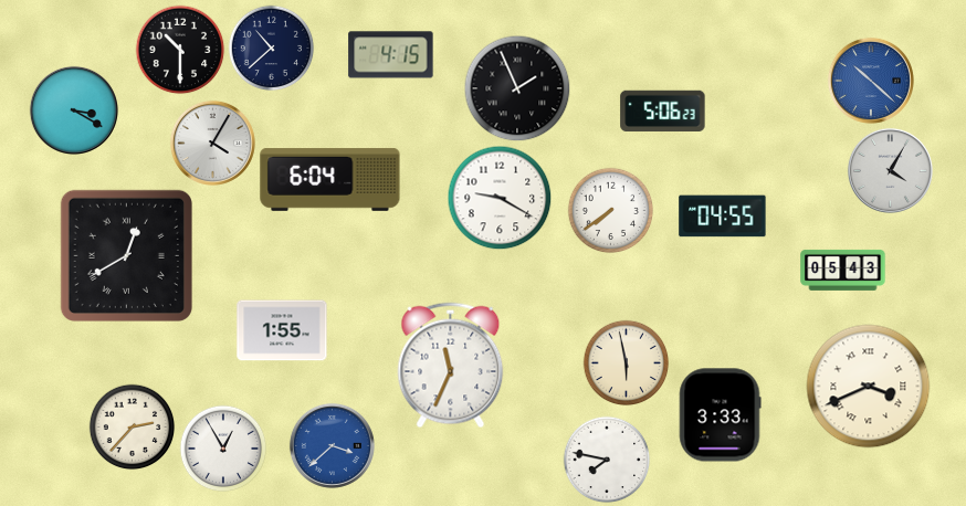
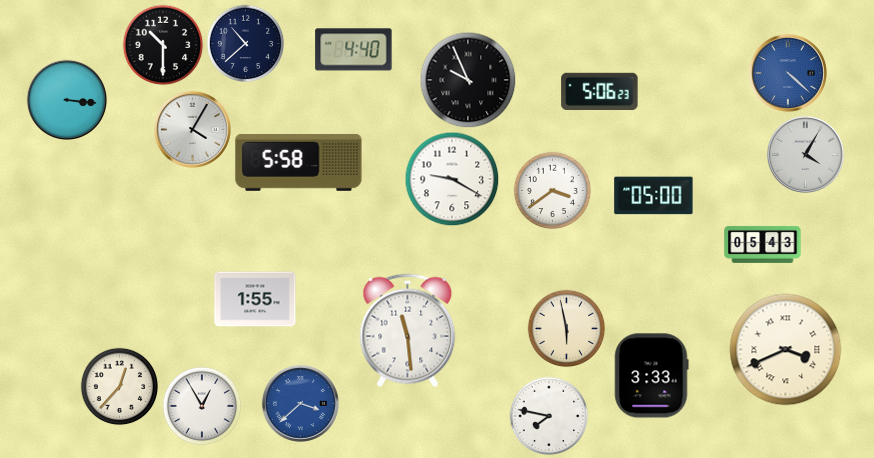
clock at (391, 55): 4:15 -> 4:40
clock at (871, 81): 10:22 -> 4:22
clock at (517, 88): 1:56 -> 9:56
clock at (74, 110): 3:20 -> 3:16
clock at (663, 110) position: (663, 110) -> (600, 91)
clock at (330, 179): 6:04 -> 5:58
clock at (610, 210): 7:39 -> 3:39
clock at (723, 217): 04:55 -> 05:00
clock at (126, 255): 12:40 -> none
clock at (451, 366): 11:34 -> 11:29
clock at (132, 426): 2:37 -> 12:37
